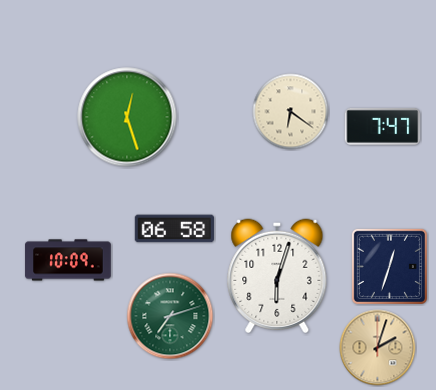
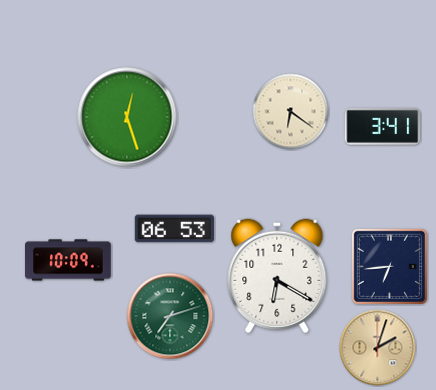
clock at (383, 126): 7:47 -> 3:41
clock at (174, 229): 06:58 -> 06:53
clock at (389, 266): 12:33 -> 6:44
clock at (277, 276): 6:03 -> 6:20
